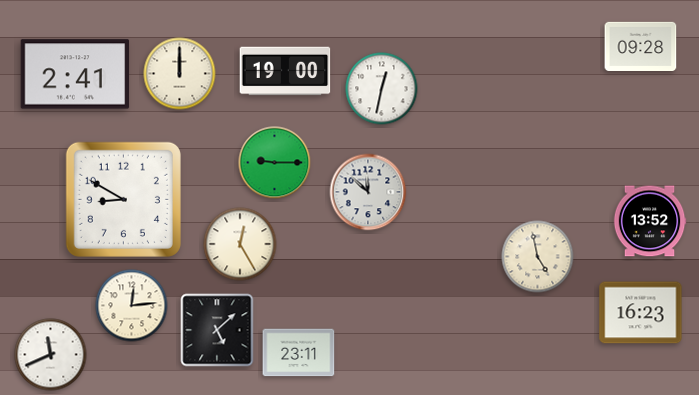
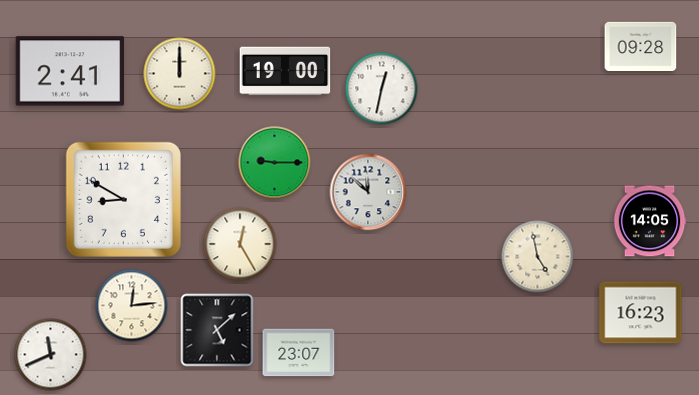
clock at (75, 74) position: (75, 74) -> (70, 71)
clock at (650, 221): 13:52 -> 14:05
clock at (299, 353): 23:11 -> 23:07
